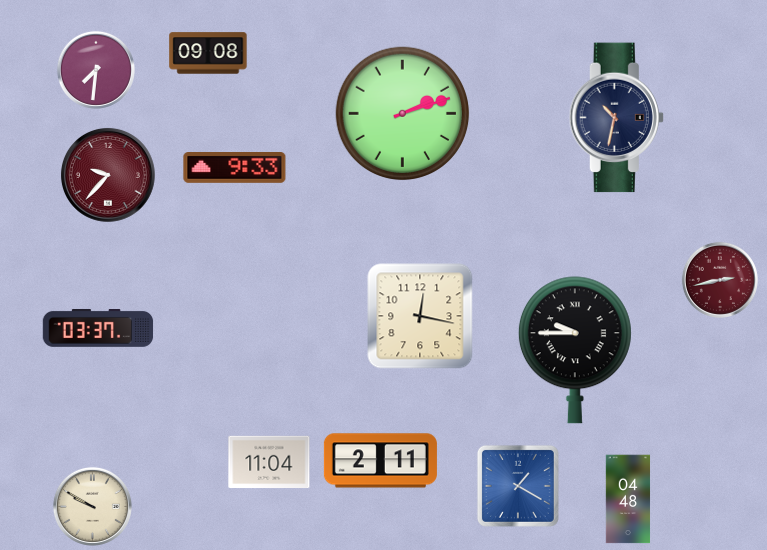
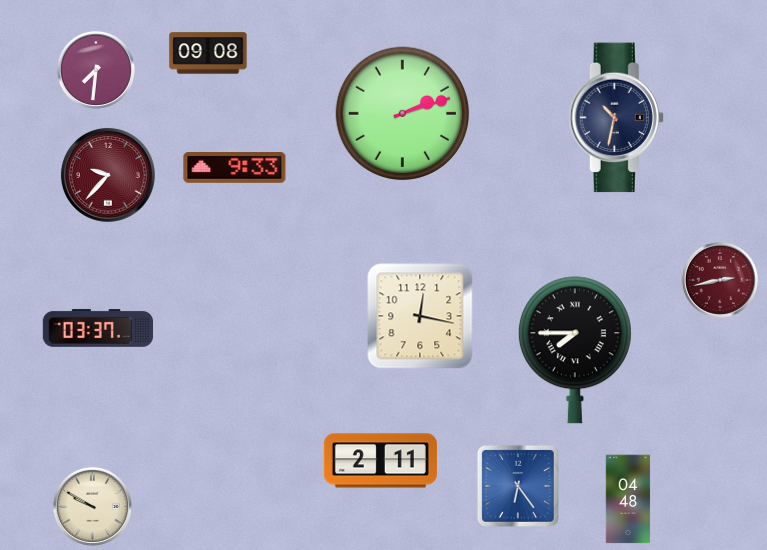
clock at (575, 350): 9:45 -> 7:45
clock at (269, 462): 11:04 -> none
clock at (518, 486): 1:20 -> 6:24
